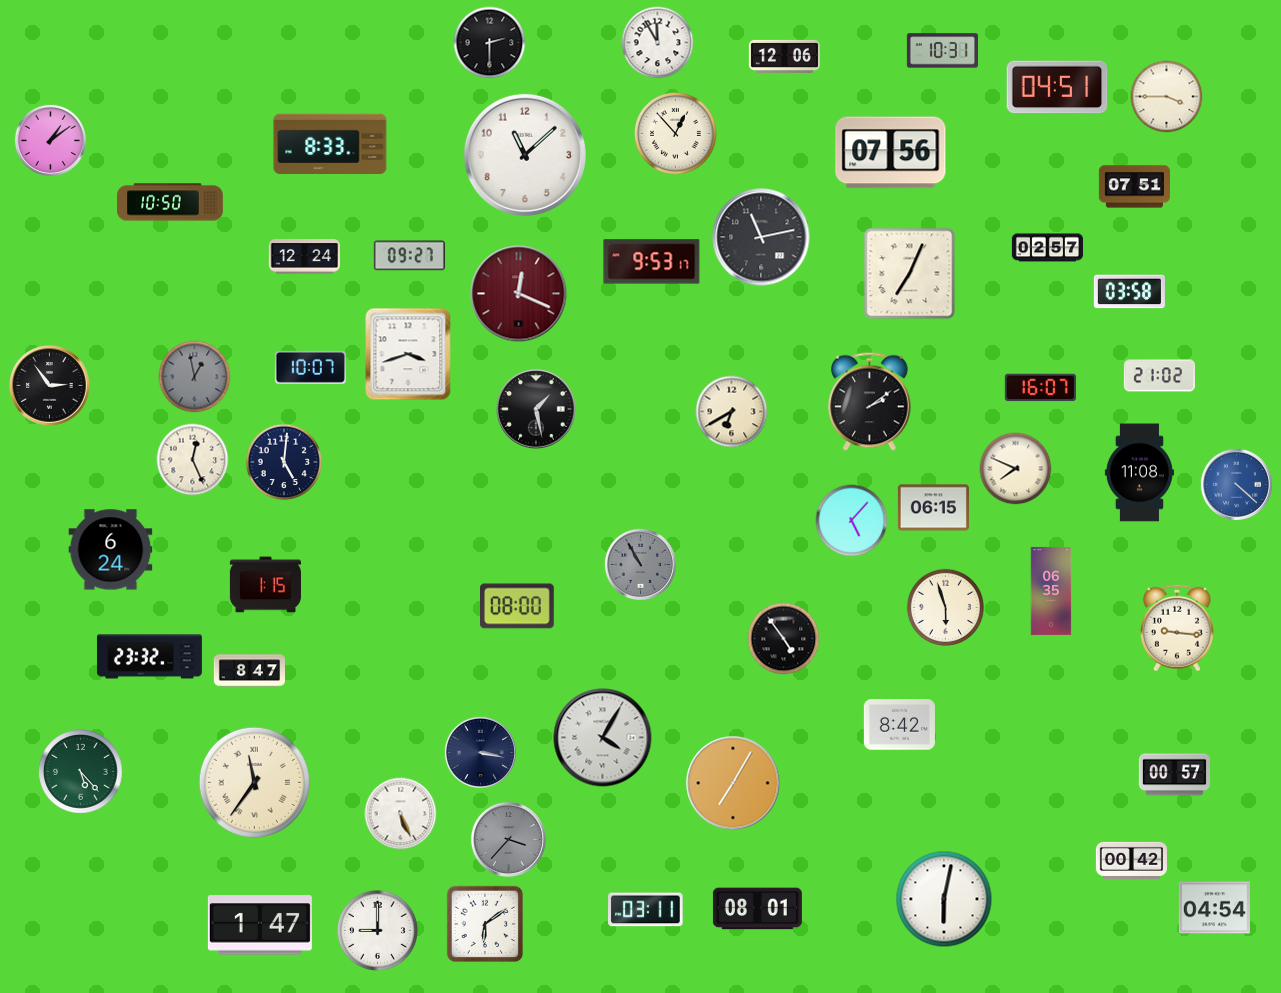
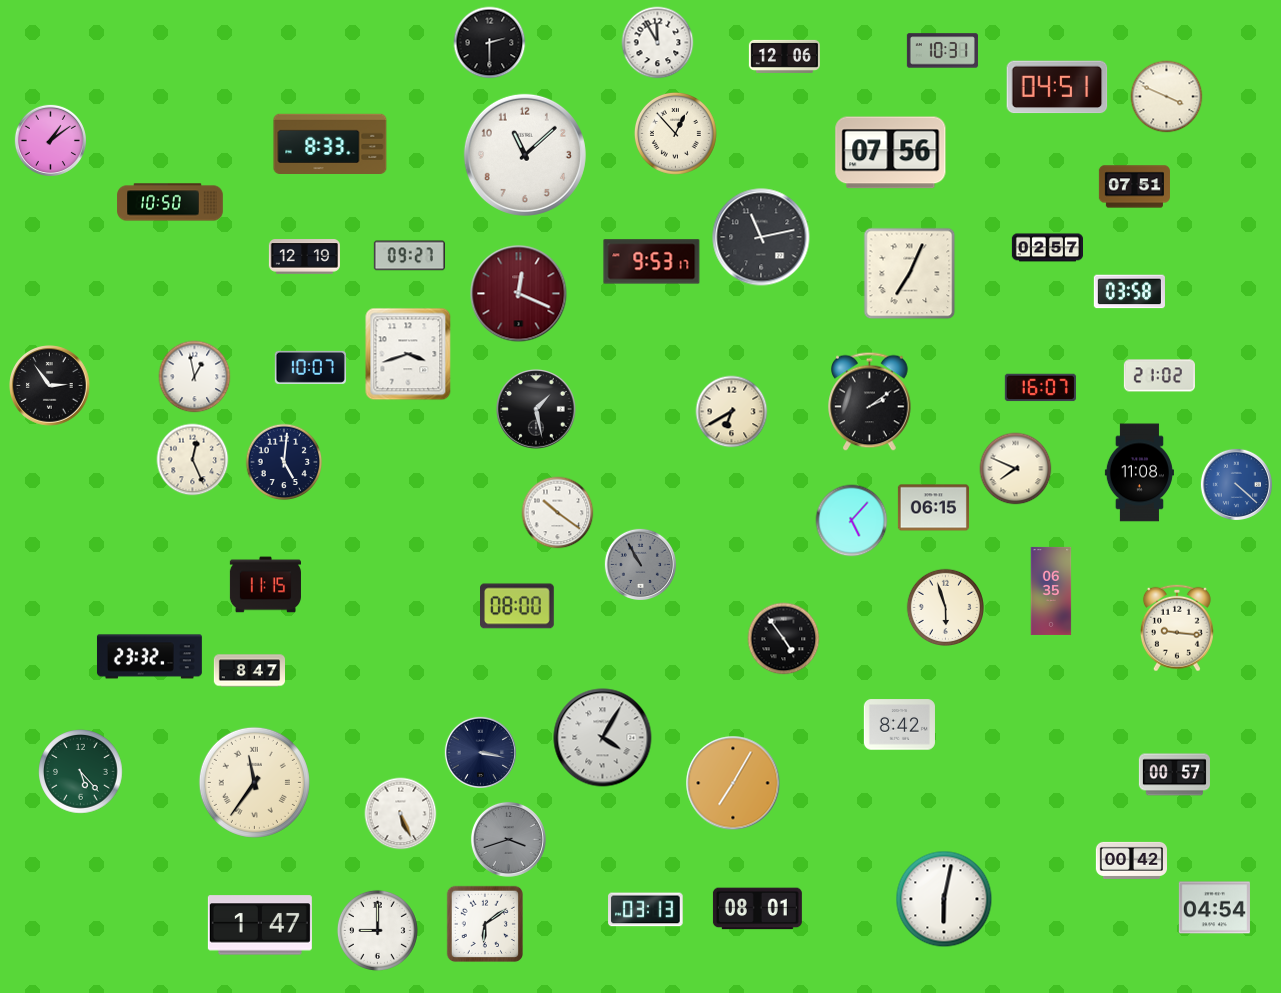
clock at (1167, 97): 3:45 -> 3:49
clock at (304, 257): 12:24 -> 12:19
clock at (195, 377) dial: grey -> white
clock at (558, 513): none -> 10:21
clock at (111, 550): 6:24 -> none
clock at (265, 585): 1:15 -> 11:15
clock at (508, 839): 3:37 -> 3:42
clock at (646, 910): 03:11 -> 03:13
